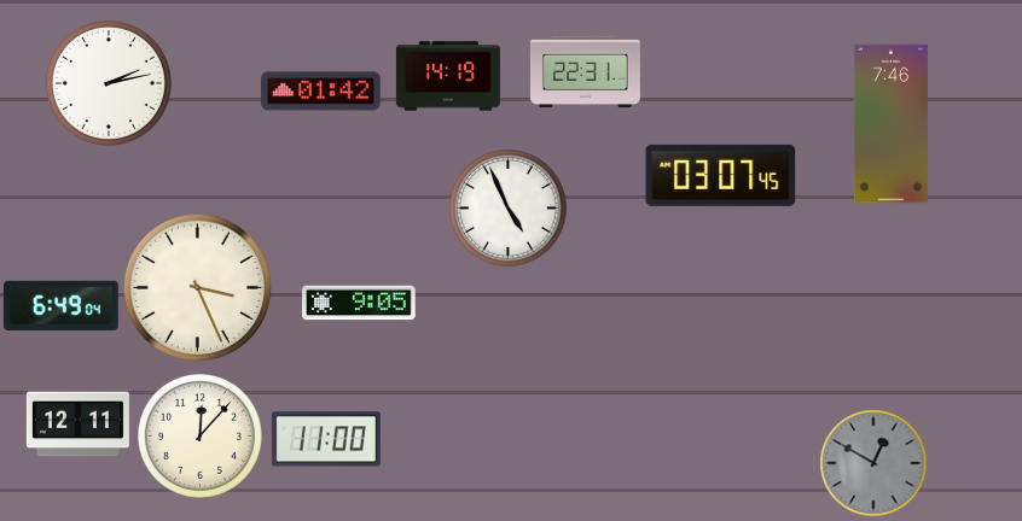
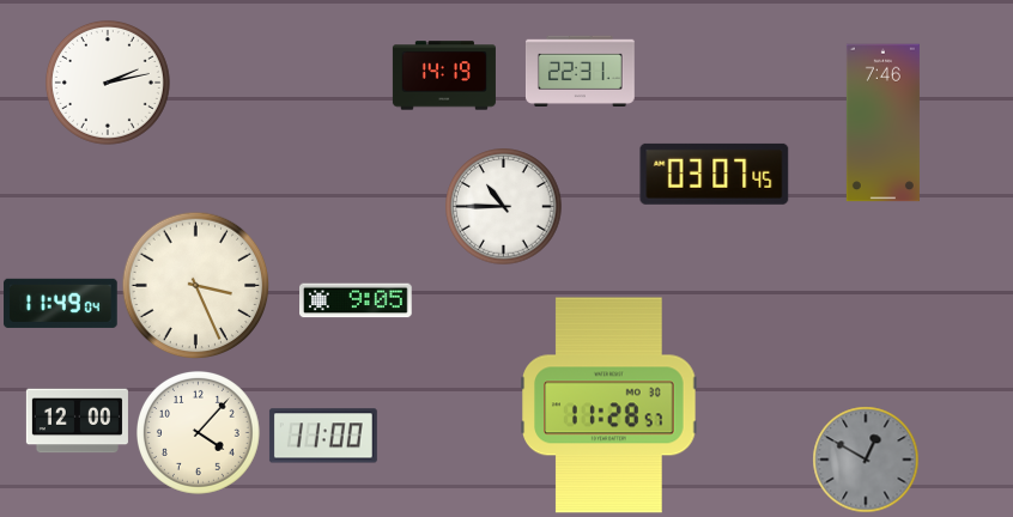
clock at (321, 92): 01:42 -> none
clock at (509, 209): 4:56 -> 10:45
clock at (62, 305): 6:49 -> 11:49
clock at (609, 406): none -> 11:28
clock at (77, 425): 12:11 -> 12:00
clock at (199, 435): 12:07 -> 4:07
